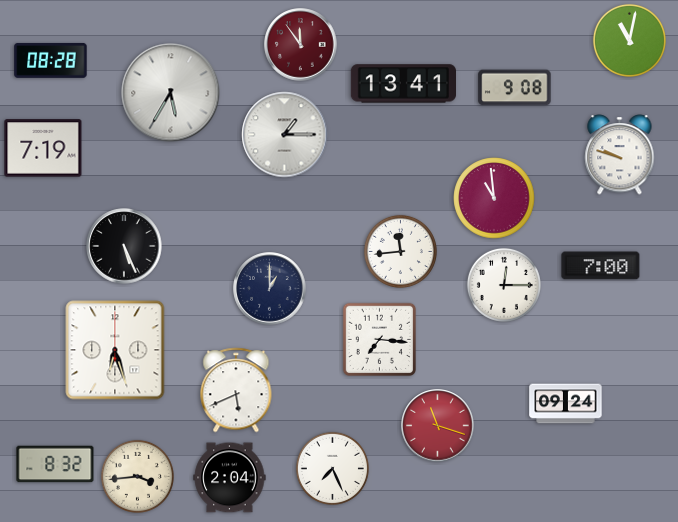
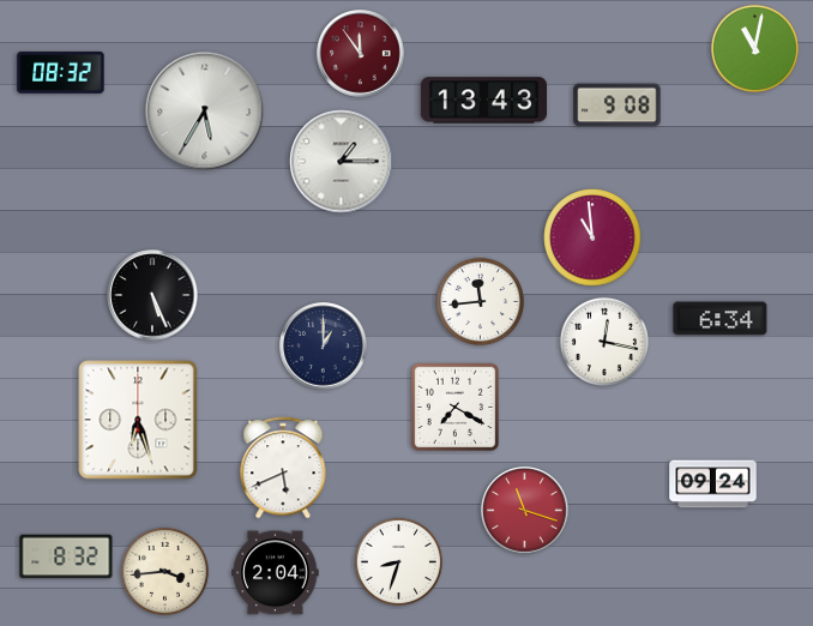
clock at (51, 61): 08:28 -> 08:32
clock at (403, 84): 13:41 -> 13:43
clock at (43, 148): 7:19 -> none
clock at (620, 155): 9:48 -> none
clock at (124, 246) position: (124, 246) -> (152, 295)
clock at (601, 266): 7:00 -> 6:34
clock at (504, 285): 12:15 -> 12:17
clock at (379, 339): 7:16 -> 7:20
clock at (566, 404) position: (566, 404) -> (713, 484)
clock at (332, 468): 7:26 -> 8:33
